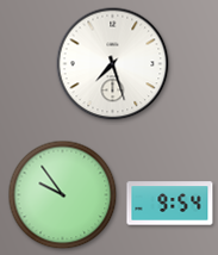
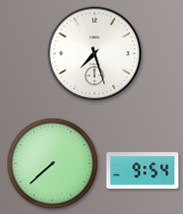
clock at (63, 195): 9:54 -> 7:38
